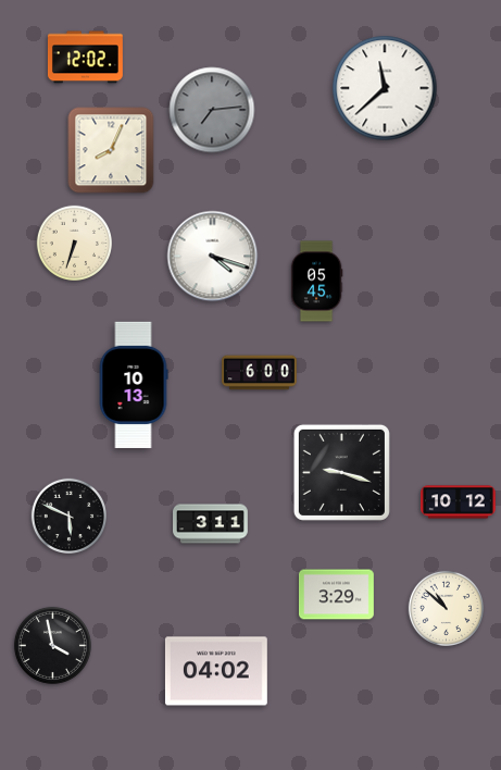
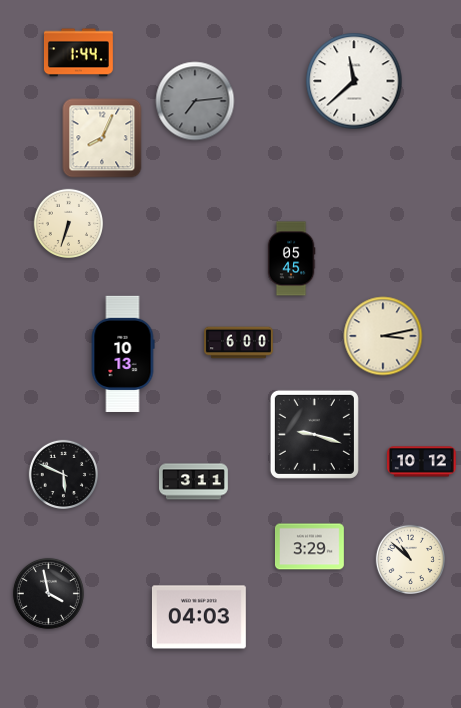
clock at (85, 58): 12:02 -> 1:44
clock at (213, 257): 4:18 -> none
clock at (383, 336): none -> 3:13
clock at (216, 671): 04:02 -> 04:03
